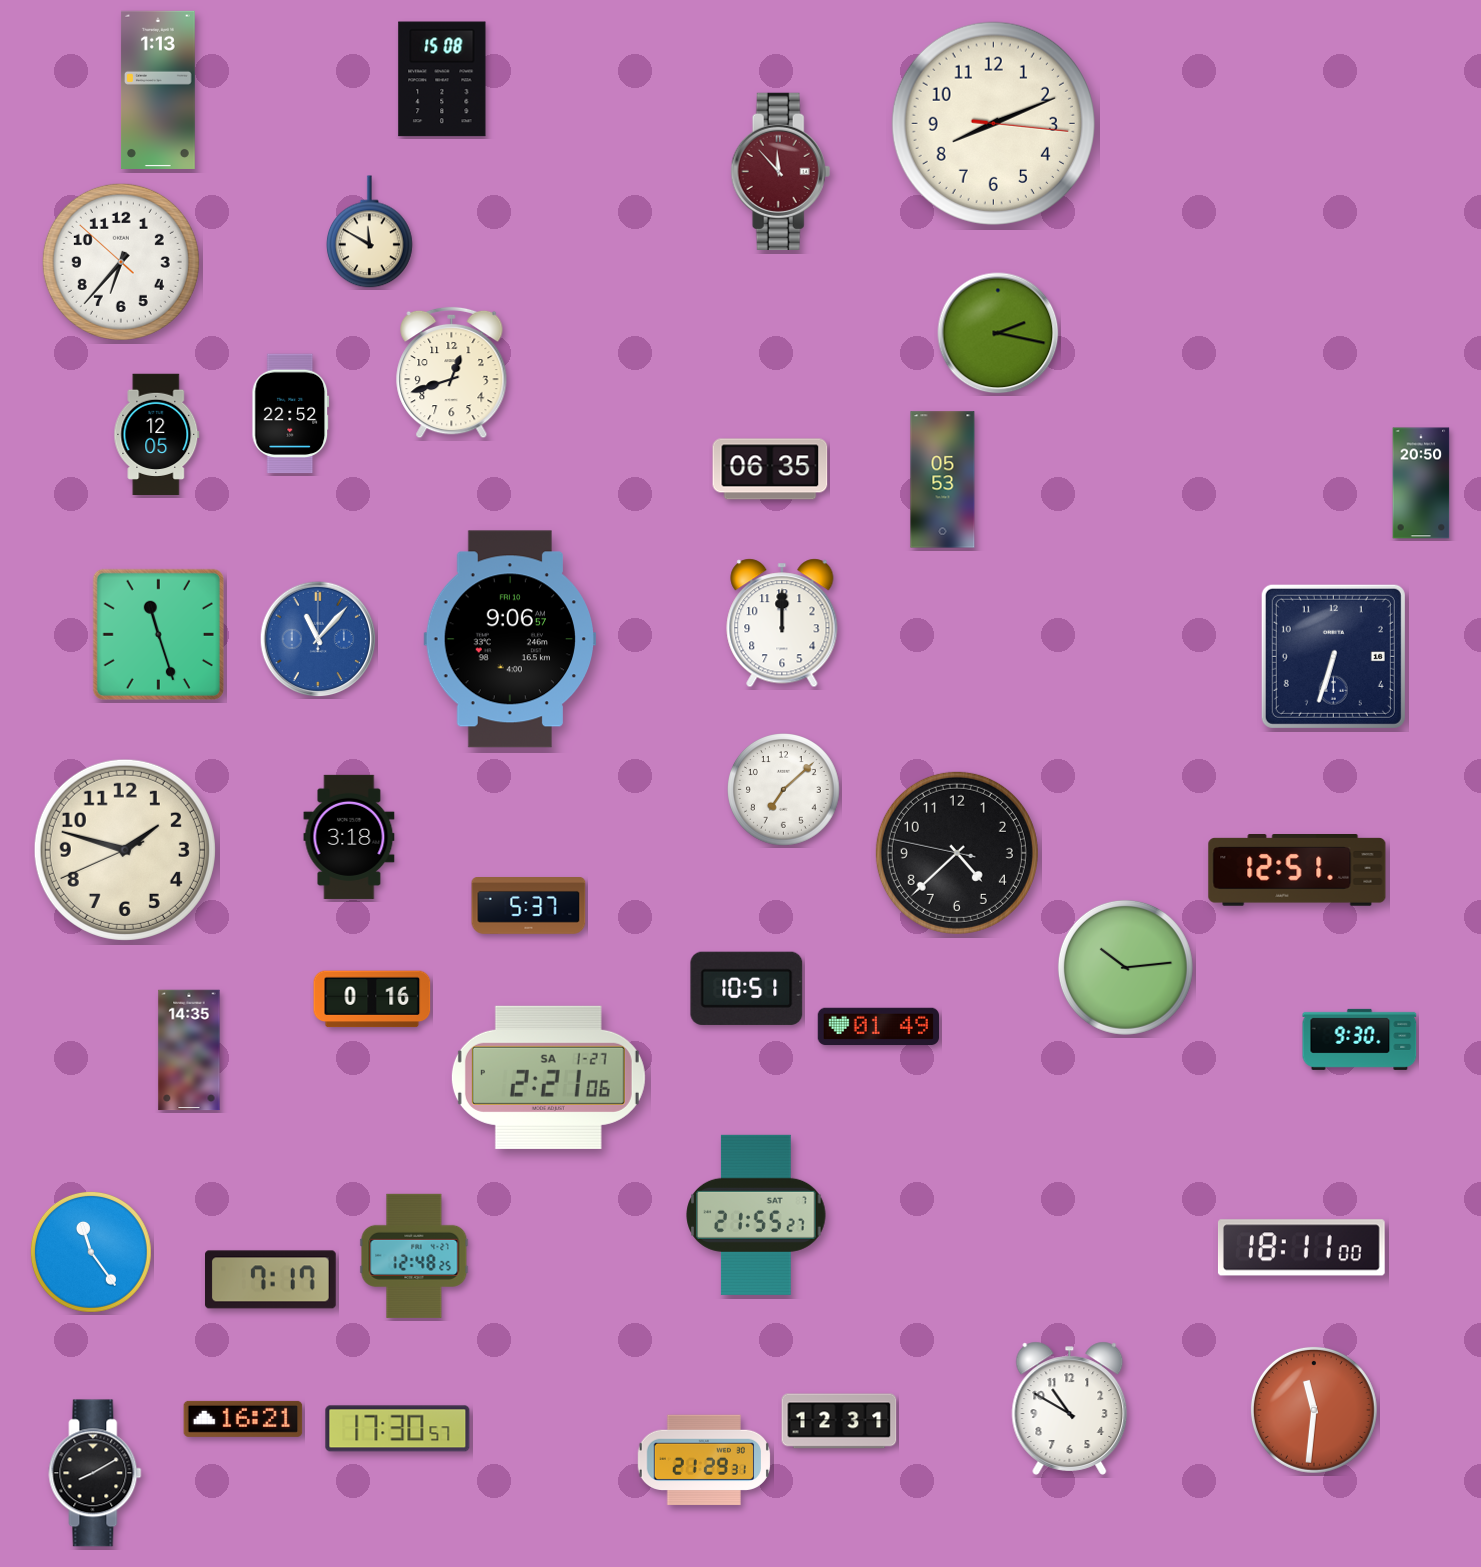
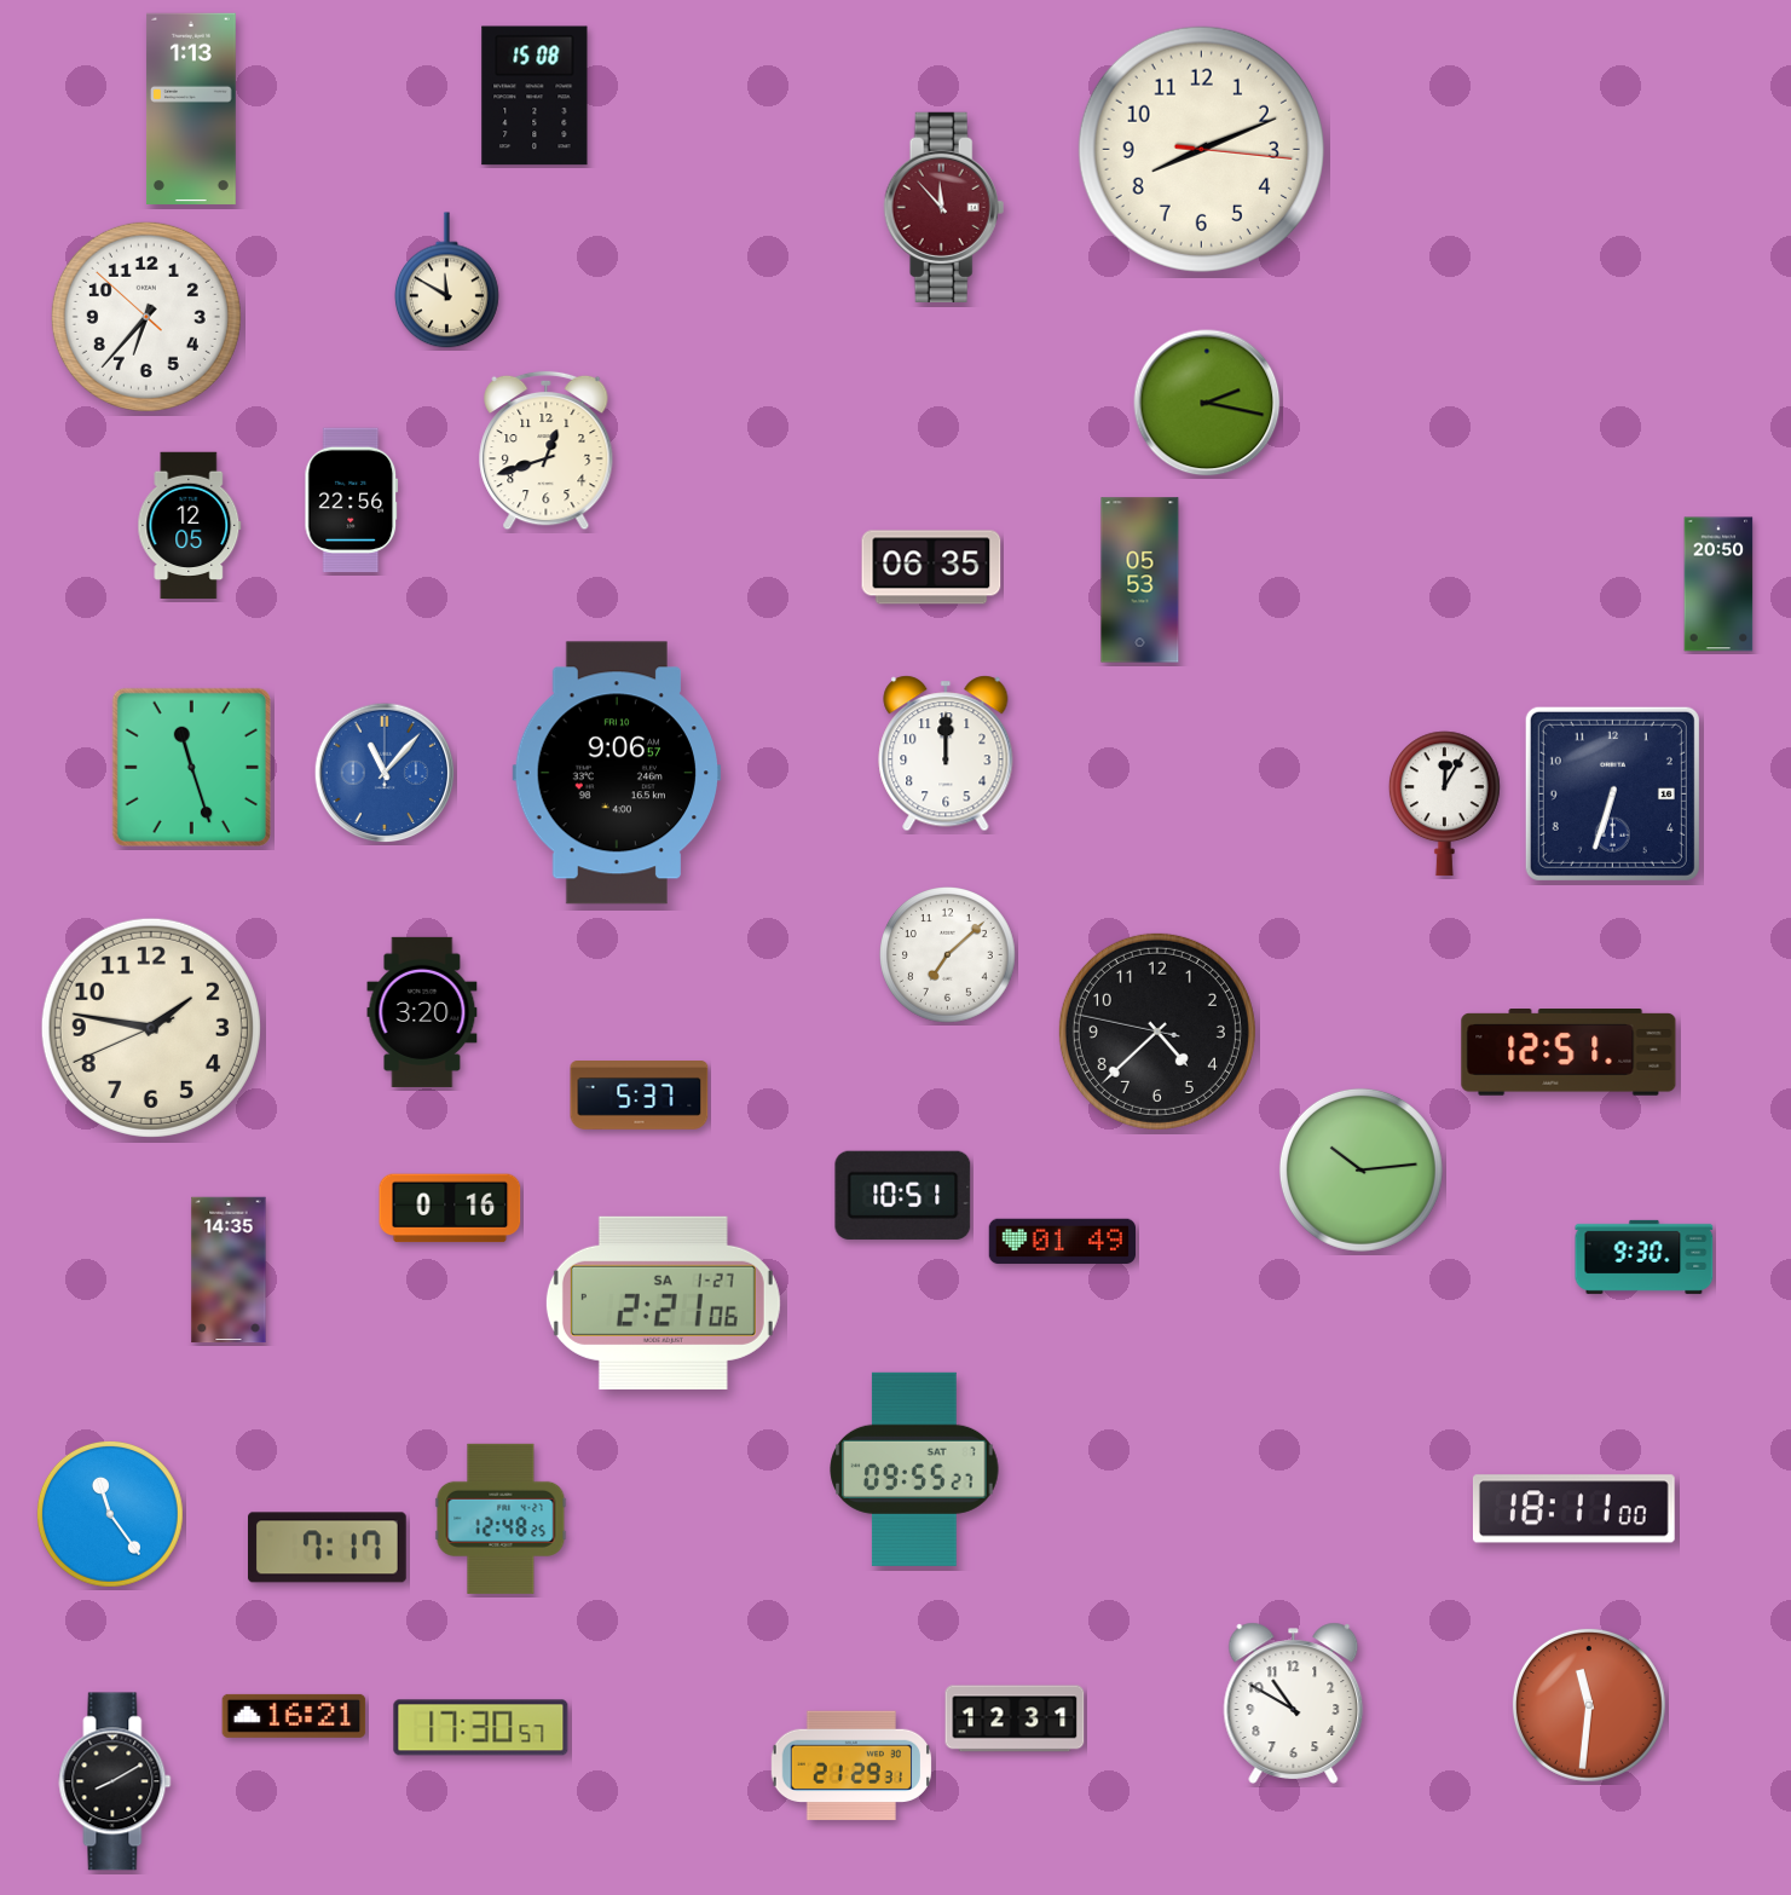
clock at (291, 414): 22:52 -> 22:56
clock at (1444, 804): none -> 12:05
clock at (349, 837): 3:18 -> 3:20
clock at (125, 850): 1:47 -> 1:46
clock at (756, 1215): 21:55 -> 09:55
